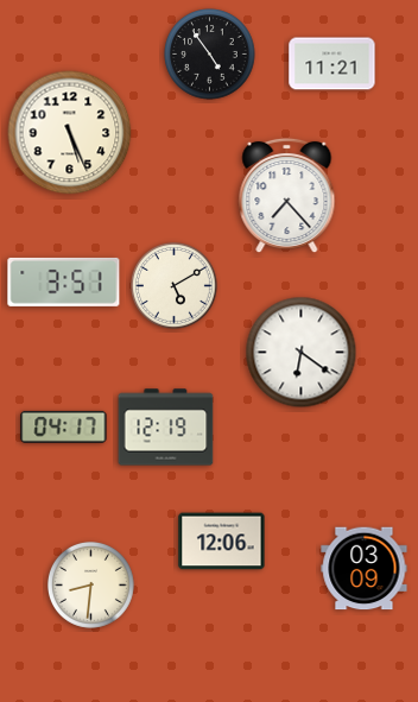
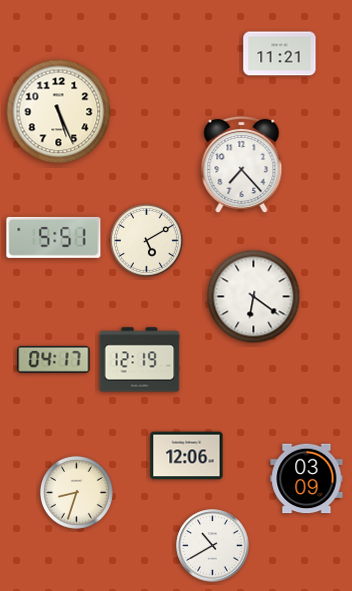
clock at (210, 55): 4:54 -> none
clock at (64, 282): 3:51 -> 5:51
clock at (90, 584): 8:31 -> 8:33
clock at (213, 546): none -> 10:40
